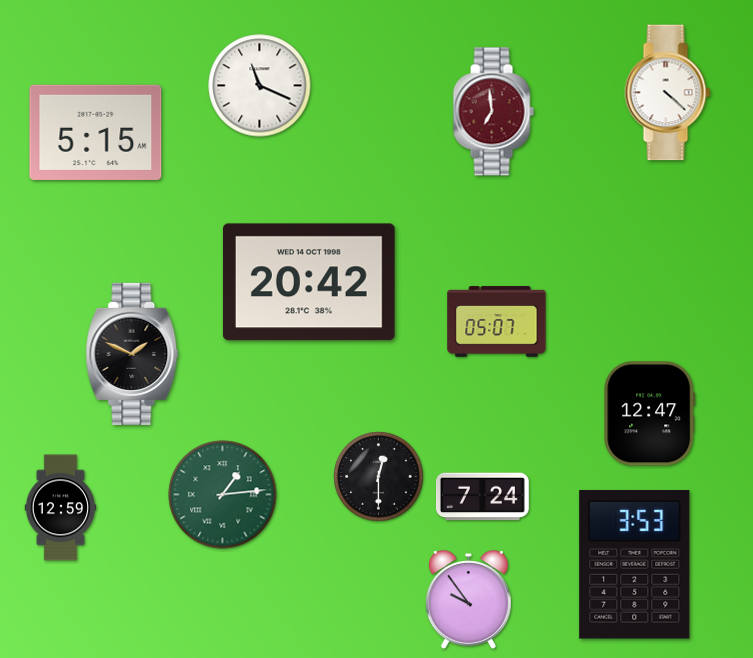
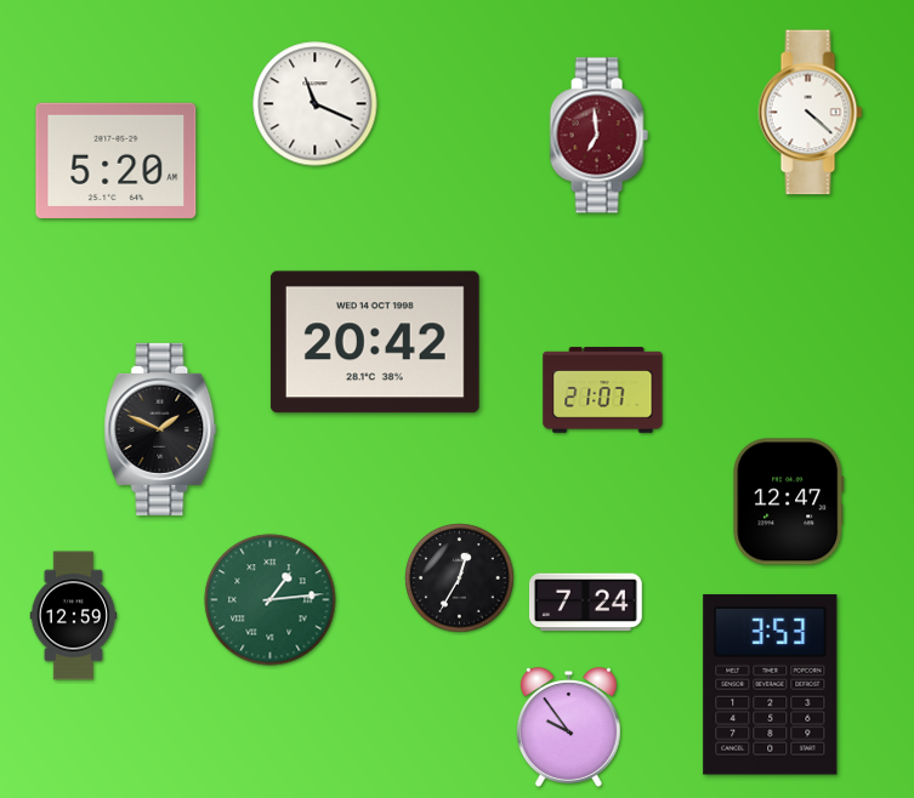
clock at (96, 132): 5:15 -> 5:20
clock at (497, 322): 05:07 -> 21:07
clock at (379, 477): 12:30 -> 12:35
